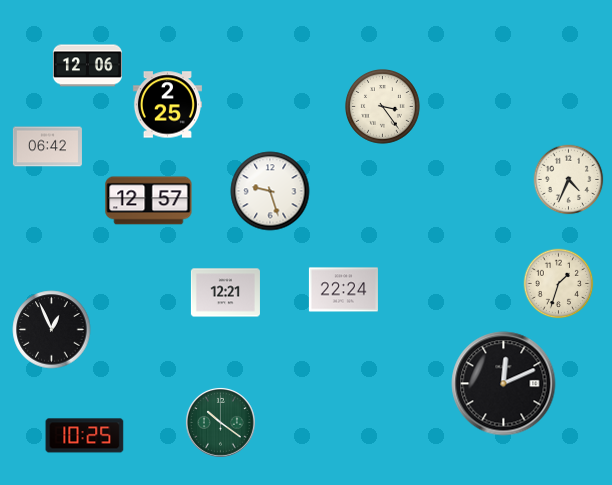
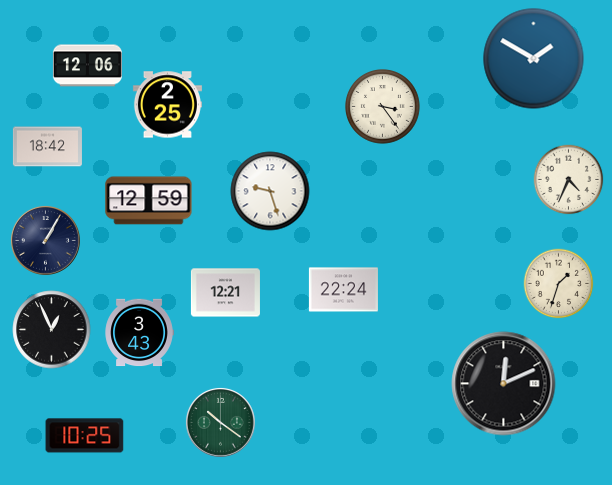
clock at (534, 59): none -> 1:50
clock at (47, 147): 06:42 -> 18:42
clock at (149, 201): 12:57 -> 12:59
clock at (45, 240): none -> 1:05
clock at (139, 333): none -> 3:43
